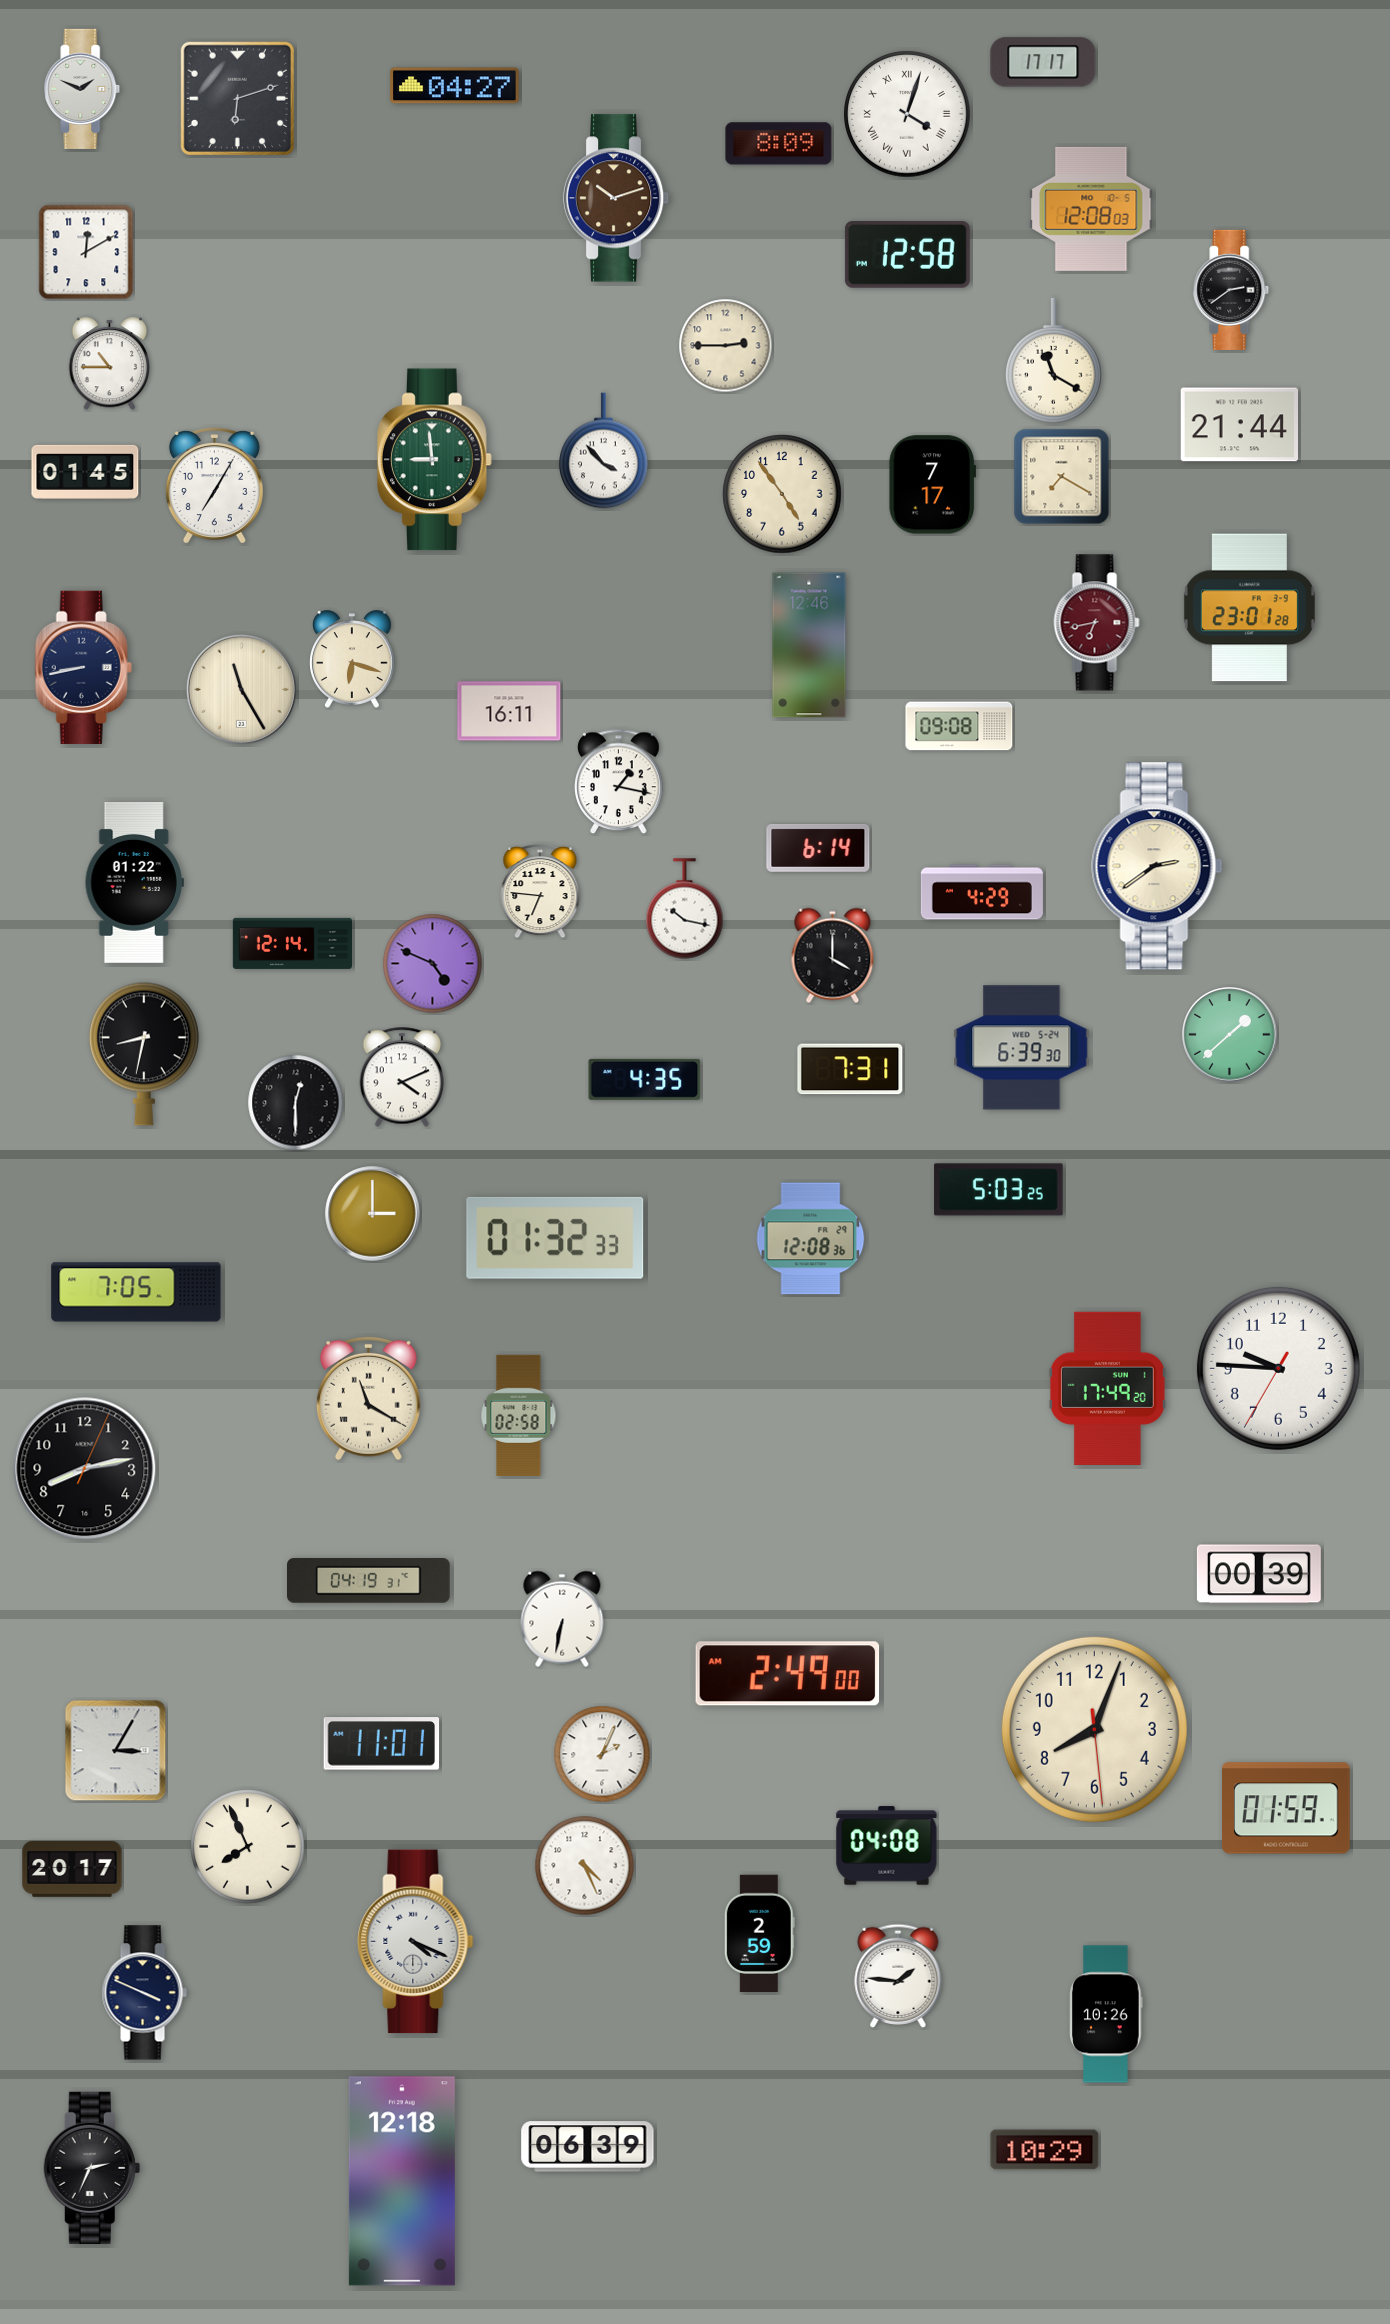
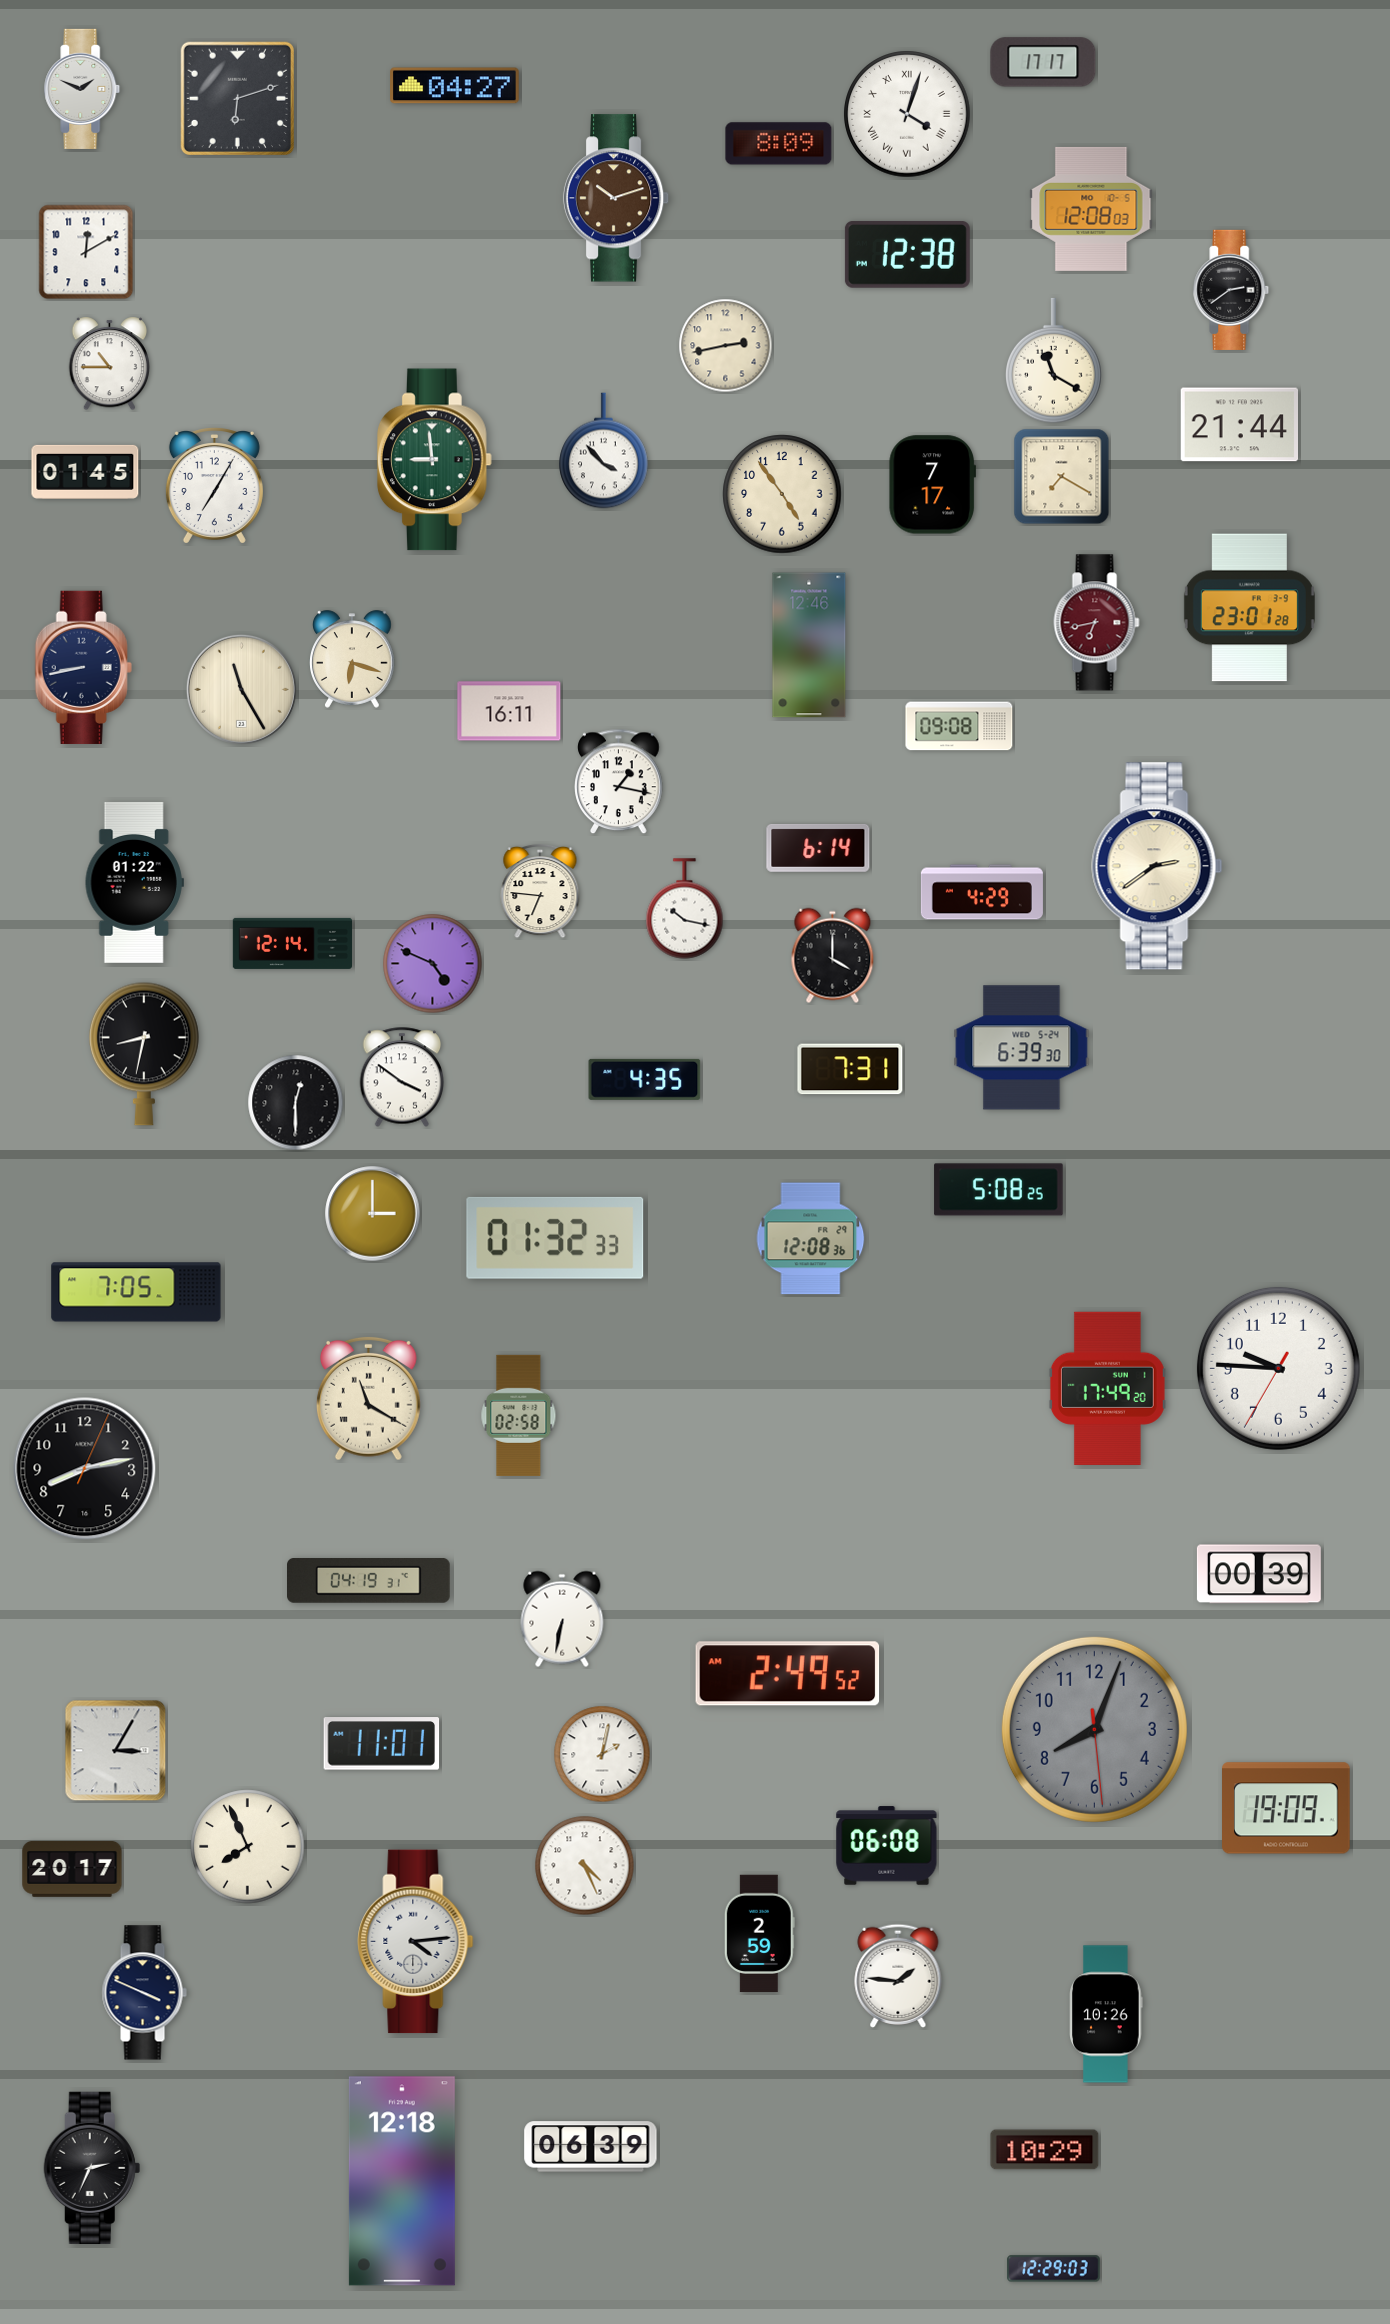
clock at (907, 255): 12:58 -> 12:38
clock at (726, 346): 2:45 -> 2:43
clock at (1230, 1035): 1:38 -> none
clock at (402, 1077): 4:11 -> 3:51
clock at (999, 1190): 5:03 -> 5:08
clock at (788, 1674): 2:49:00 -> 2:49:52
clock at (1094, 1729) dial: cream -> grey
clock at (602, 1754): 2:04 -> 2:02
clock at (1287, 1808): 01:59 -> 19:09
clock at (887, 1846): 04:08 -> 06:08
clock at (416, 1942): 4:19 -> 4:14
clock at (588, 2147) position: (588, 2147) -> (591, 2147)
clock at (1054, 2269): none -> 12:29
